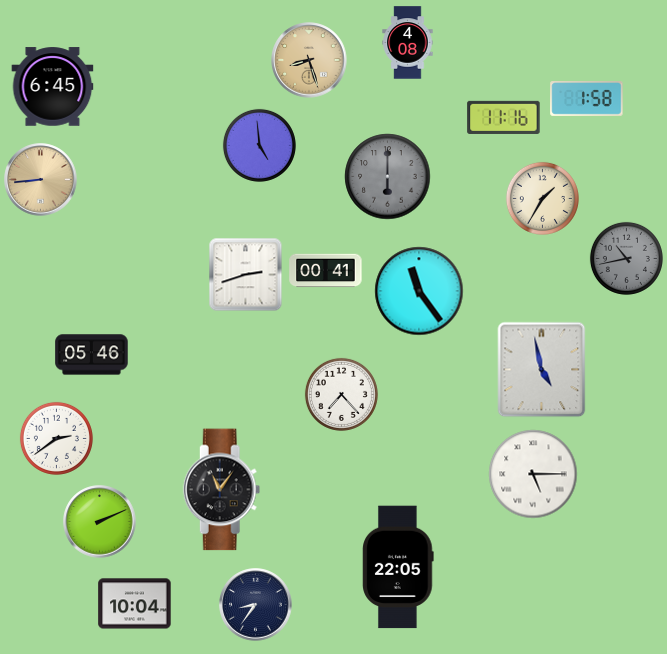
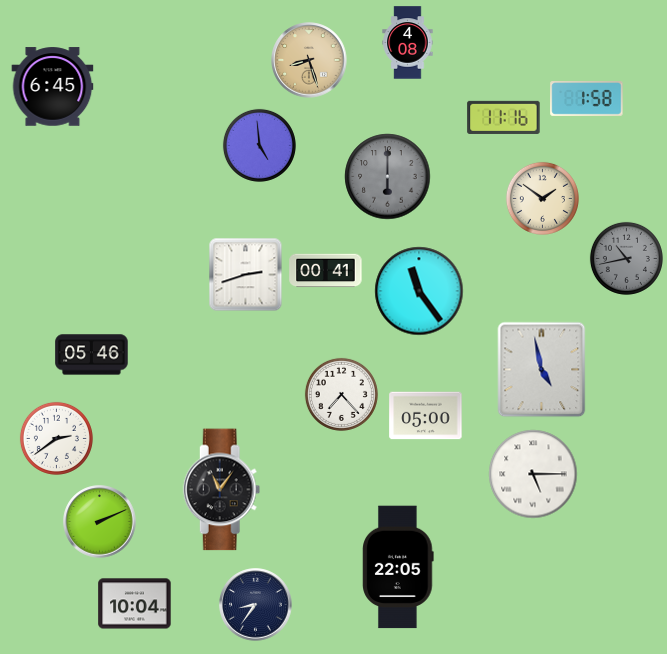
clock at (41, 180): 8:44 -> none
clock at (542, 198): 1:35 -> 1:51
clock at (426, 416): none -> 05:00
